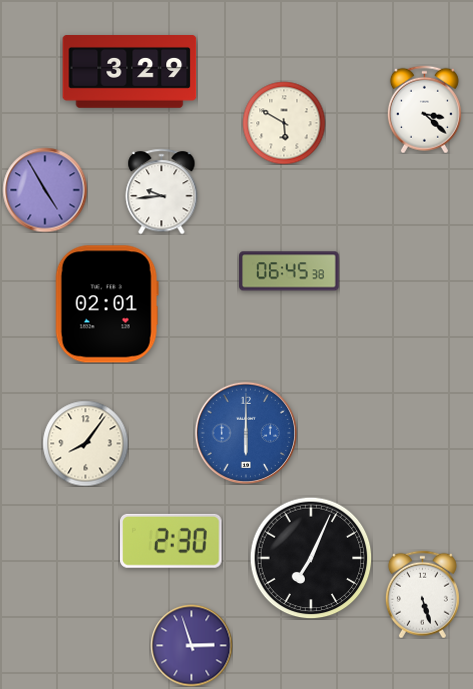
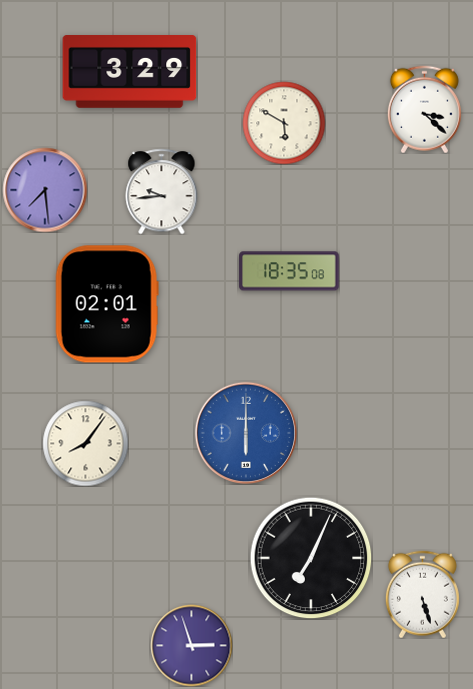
clock at (45, 190): 4:55 -> 7:29
clock at (289, 271): 06:45 -> 18:35
clock at (172, 541): 2:30 -> none
